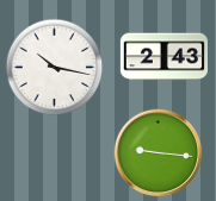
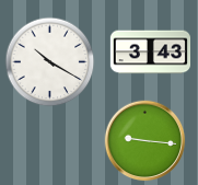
clock at (163, 57): 2:43 -> 3:43
clock at (55, 68): 10:17 -> 10:20
